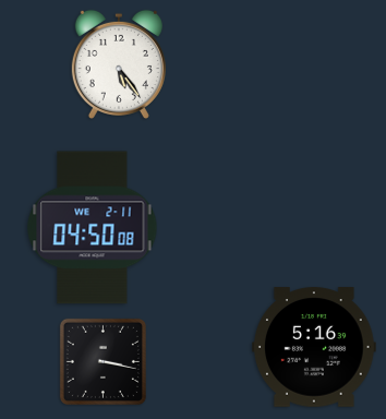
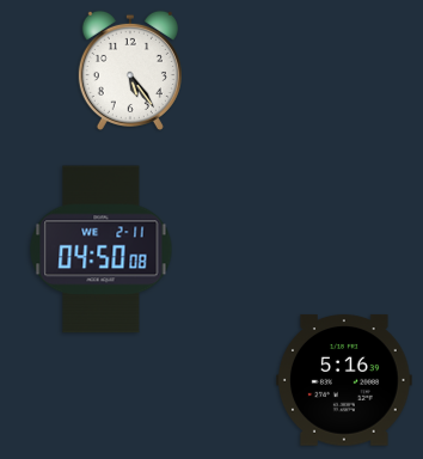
clock at (102, 361): 3:17 -> none
